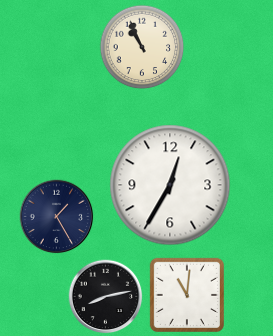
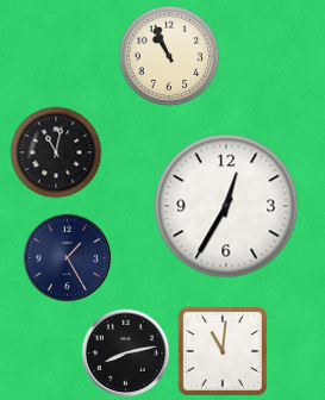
clock at (56, 152): none -> 11:02
clock at (170, 185) position: (170, 185) -> (226, 206)
